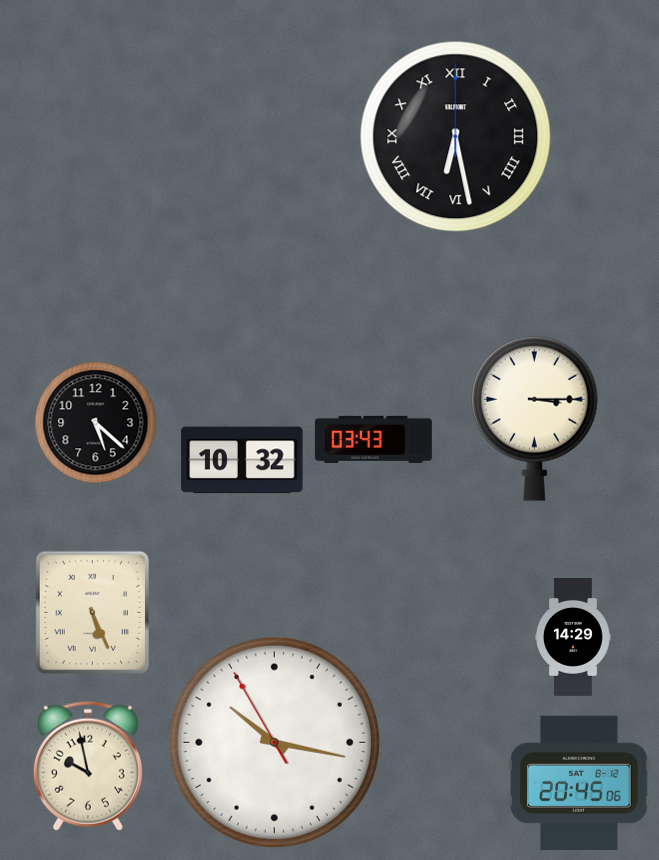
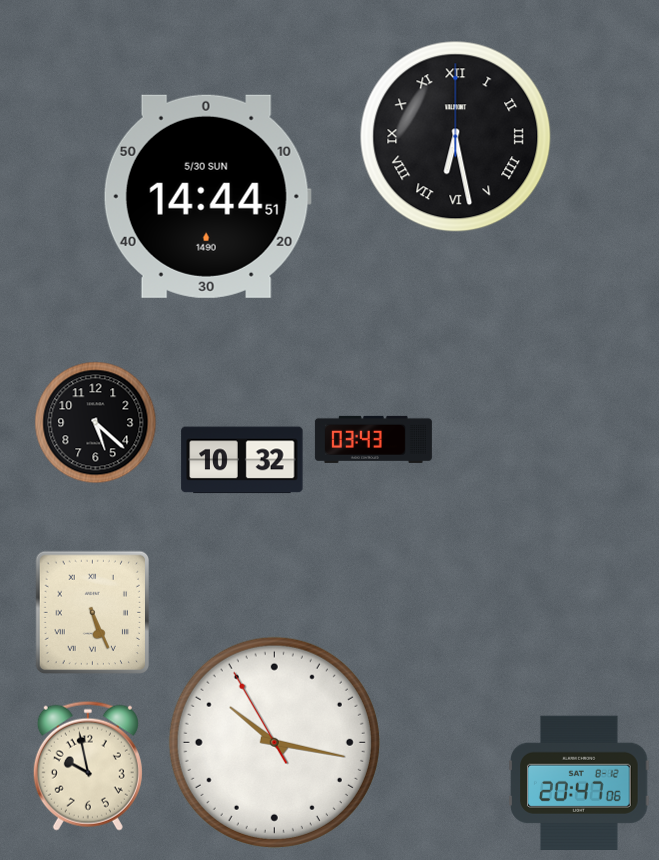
clock at (207, 196): none -> 14:44
clock at (534, 418): 3:15 -> none
clock at (573, 638): 14:29 -> none
clock at (579, 783): 20:45 -> 20:47
